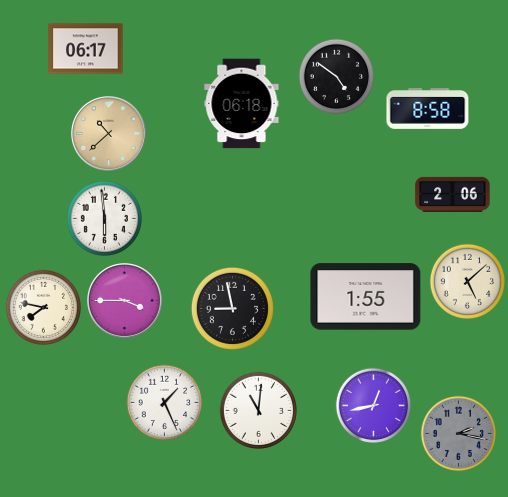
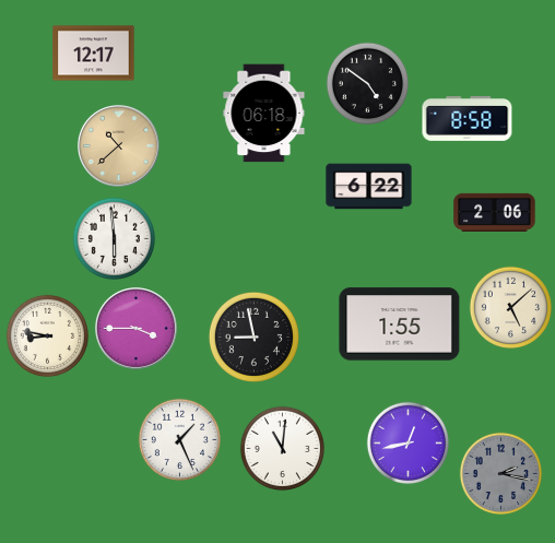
clock at (86, 49): 06:17 -> 12:17
clock at (369, 187): none -> 6:22
clock at (43, 307): 7:47 -> 8:47
